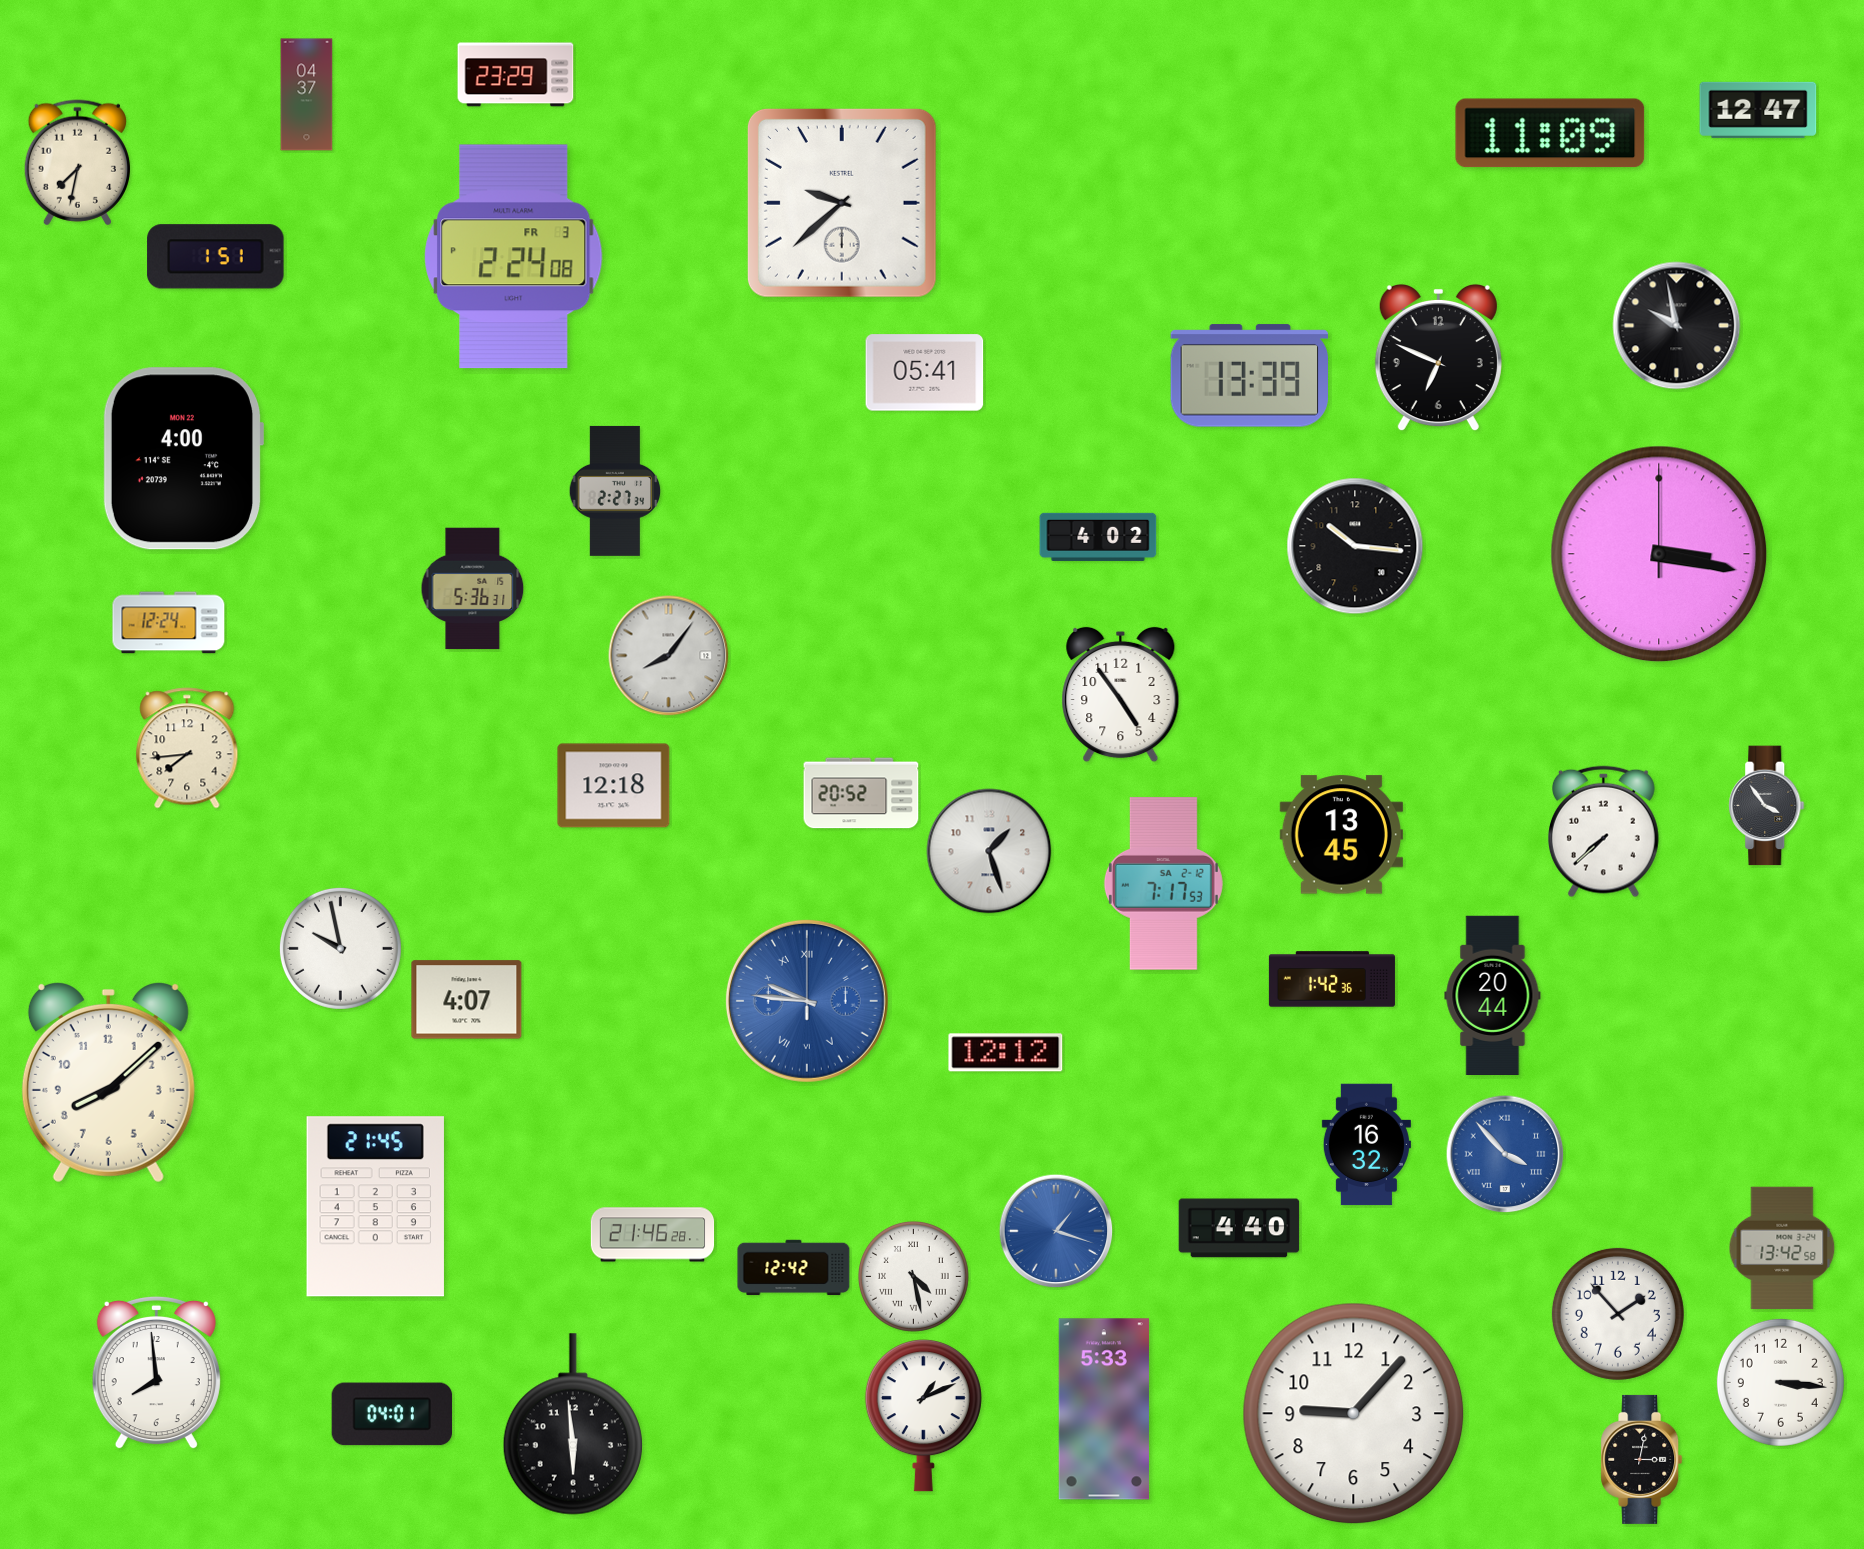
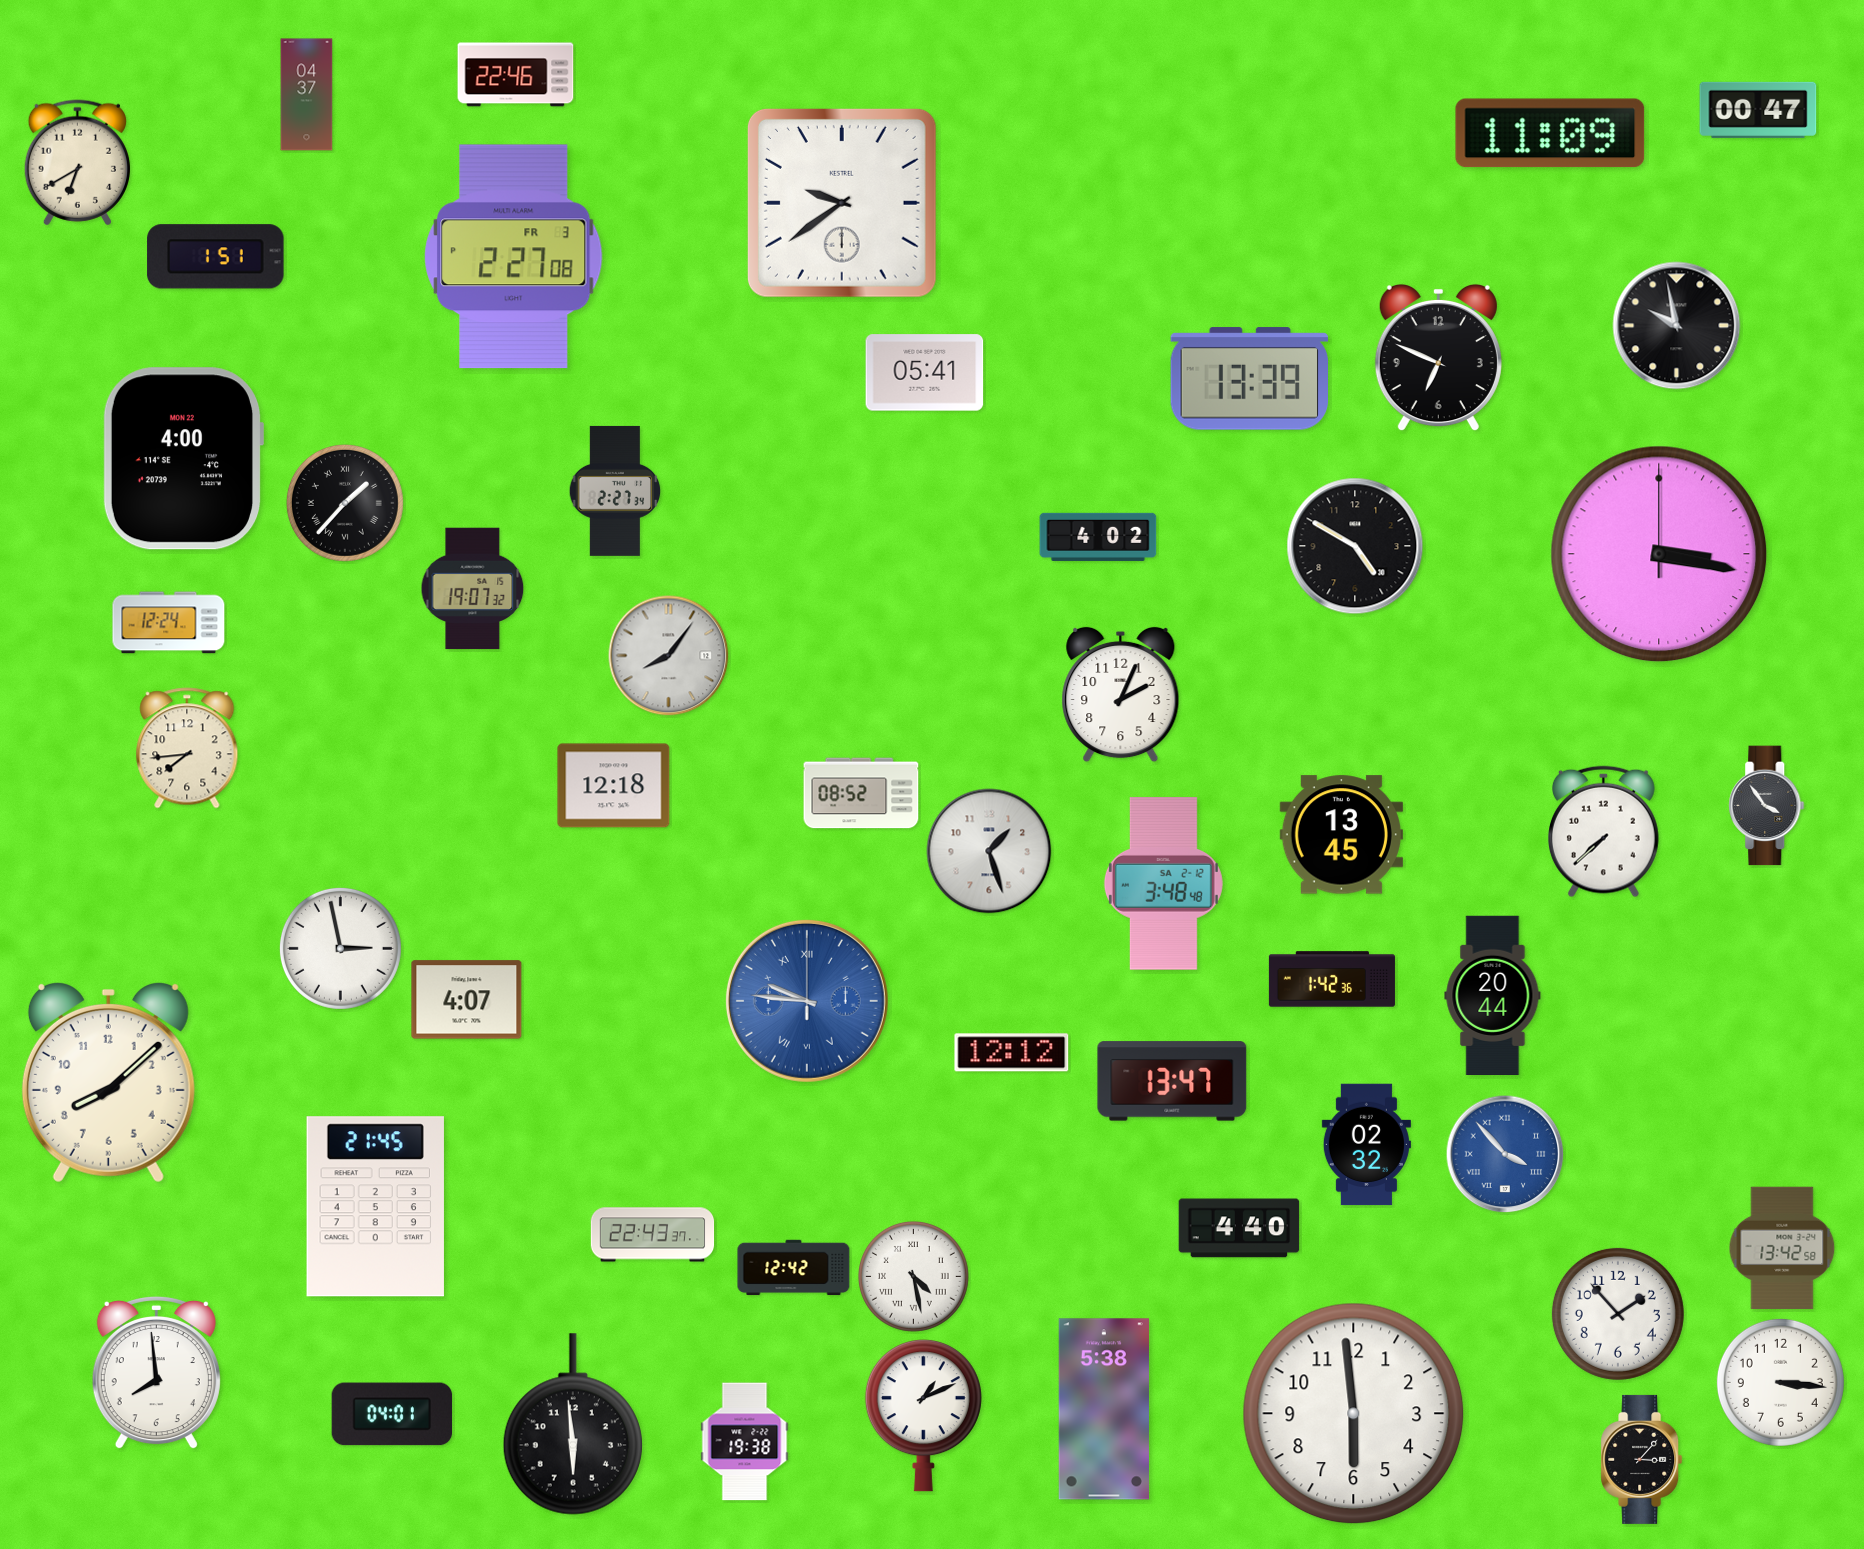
clock at (516, 75): 23:29 -> 22:46
clock at (1758, 110): 12:47 -> 00:47
clock at (77, 163): 7:32 -> 6:40
clock at (842, 203): 9:38 -> 9:39
clock at (514, 257): 2:24 -> 2:27
clock at (1249, 376) position: (1249, 376) -> (1249, 379)
clock at (345, 503): none -> 1:37
clock at (1355, 546): 10:16 -> 4:50
clock at (473, 589): 5:36 -> 19:07
clock at (1121, 695): 4:54 -> 2:04
clock at (861, 793): 20:52 -> 08:52
clock at (1163, 884): 7:17 -> 3:48
clock at (340, 948): 9:58 -> 2:58
clock at (1006, 1053) position: (1006, 1053) -> (1012, 1053)
clock at (1172, 1081): none -> 13:47
clock at (1366, 1145): 16:32 -> 02:32
clock at (1056, 1231): 1:18 -> none
clock at (653, 1235): 21:46 -> 22:43
clock at (1104, 1409): 5:33 -> 5:38
clock at (1354, 1414): 9:07 -> 5:59
clock at (745, 1442): none -> 19:38
clock at (1642, 1459): 3:02 -> 3:07
